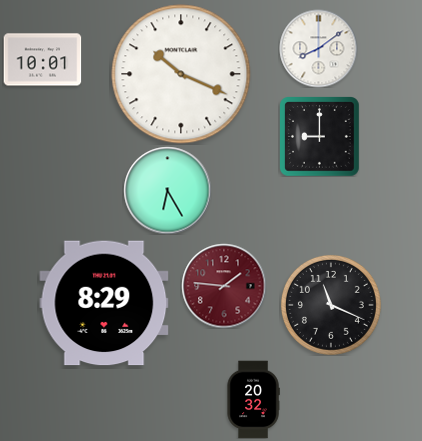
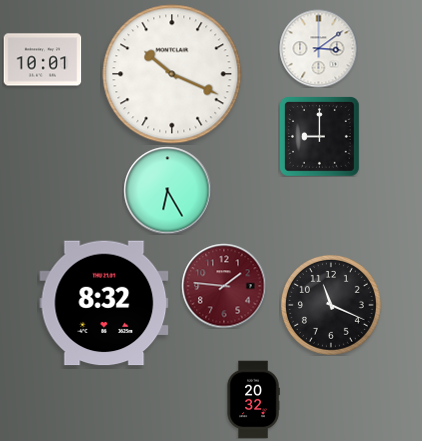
clock at (318, 48): 8:09 -> 3:09
clock at (181, 74) position: (181, 74) -> (172, 74)
clock at (104, 303): 8:29 -> 8:32
